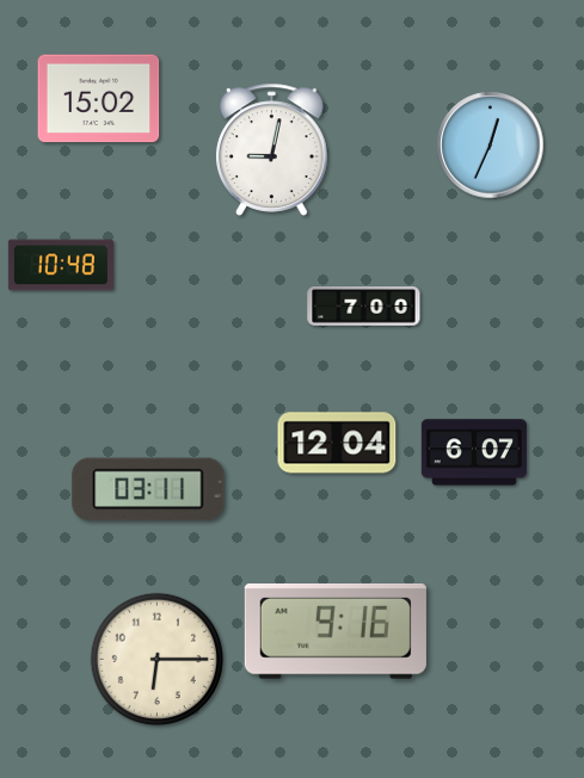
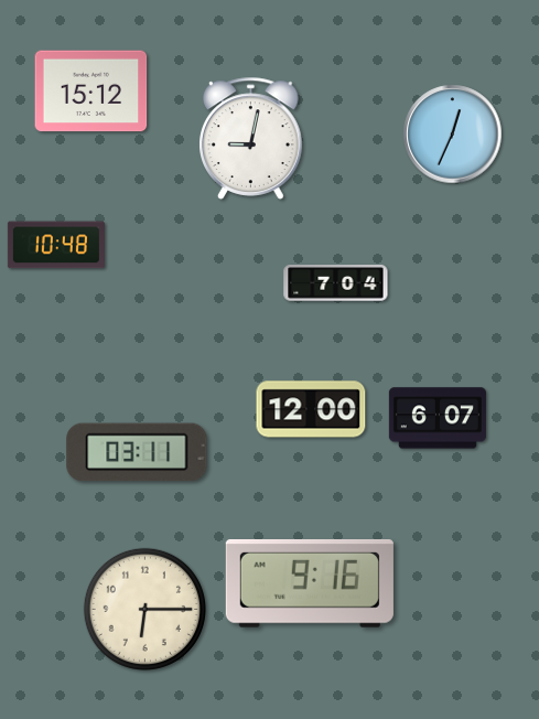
clock at (99, 99): 15:02 -> 15:12
clock at (364, 307): 7:00 -> 7:04
clock at (337, 443): 12:04 -> 12:00
